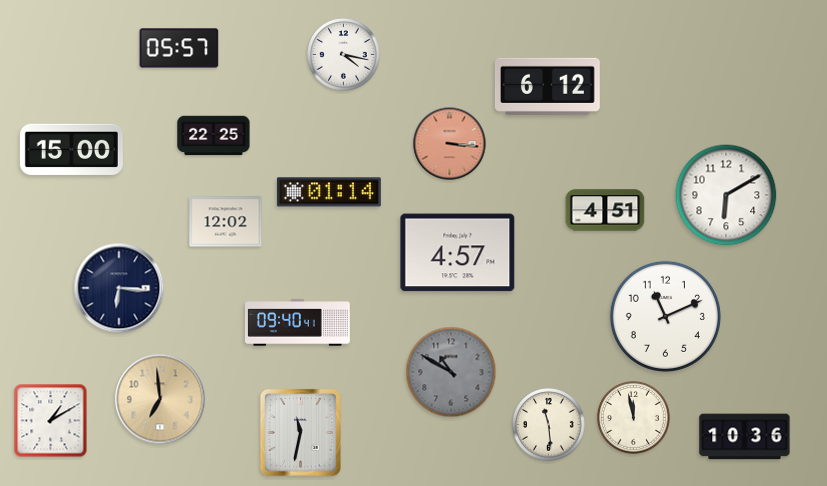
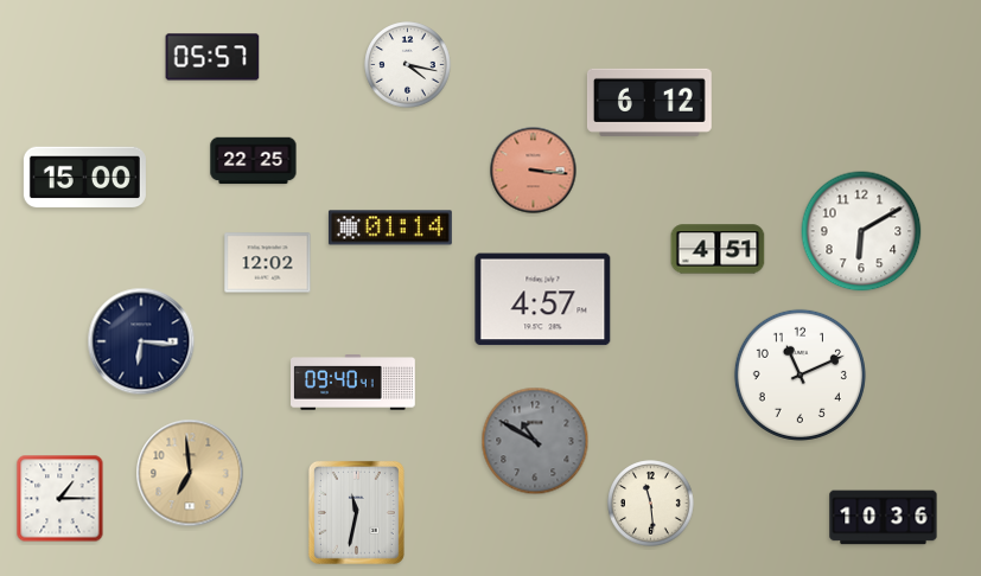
clock at (665, 316) position: (665, 316) -> (800, 375)
clock at (634, 418): 11:58 -> none
clock at (51, 421): 1:10 -> 1:15
